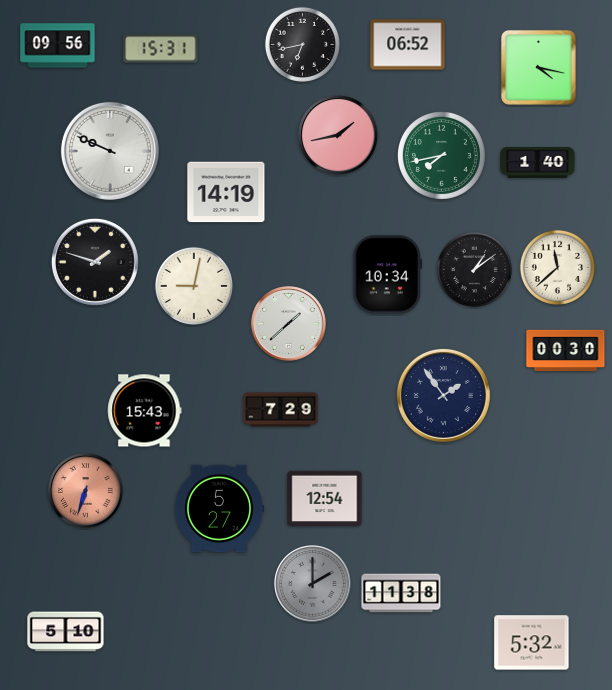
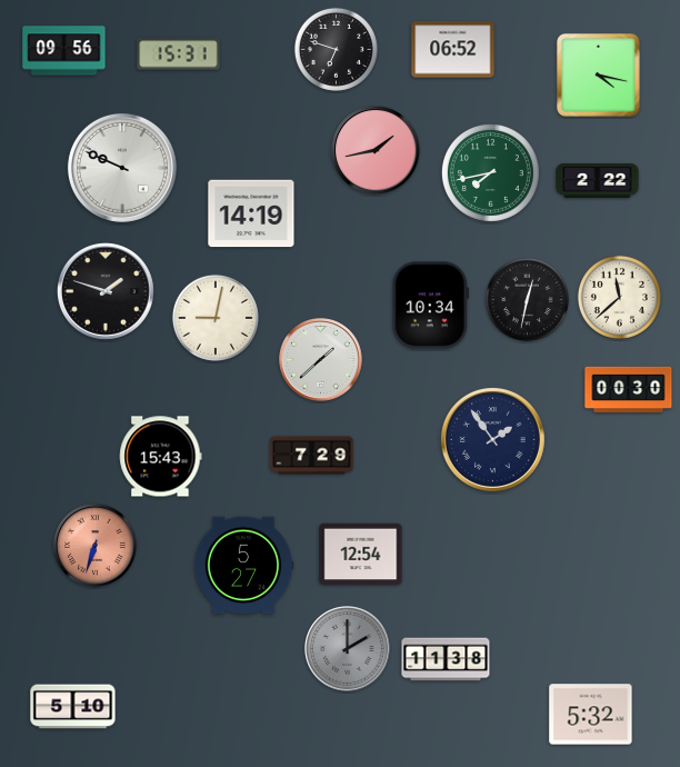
clock at (302, 44): 6:43 -> 6:48
clock at (538, 163): 1:40 -> 2:22
clock at (474, 269): 1:09 -> 12:32
clock at (66, 632) position: (66, 632) -> (73, 707)
